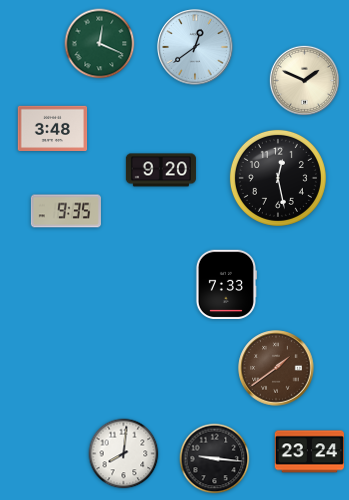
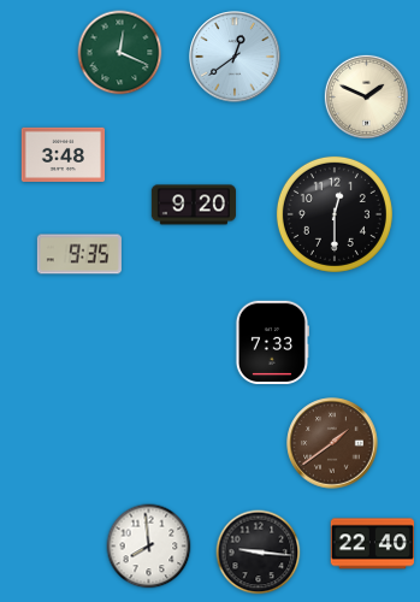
clock at (278, 178): 12:28 -> 12:30
clock at (310, 452): 23:24 -> 22:40
clock at (124, 454): 8:01 -> 7:59
